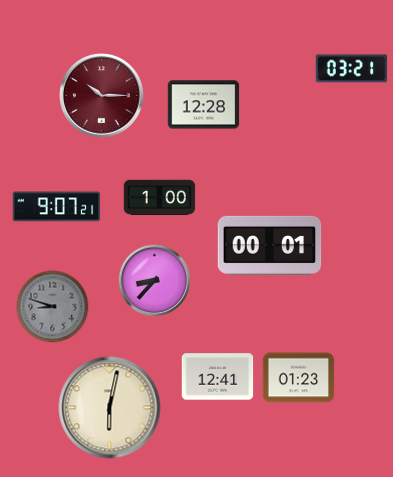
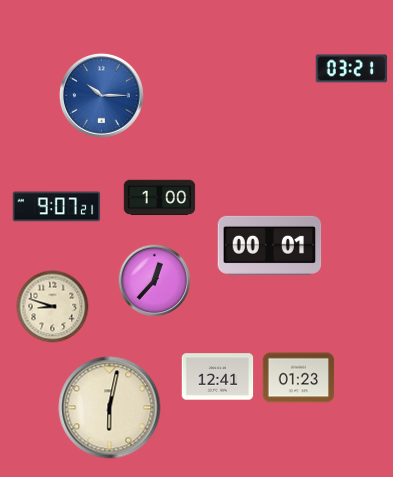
clock at (102, 96) dial: burgundy -> blue
clock at (204, 105): 12:28 -> none
clock at (155, 281): 8:37 -> 12:37
clock at (53, 307) dial: grey -> cream
